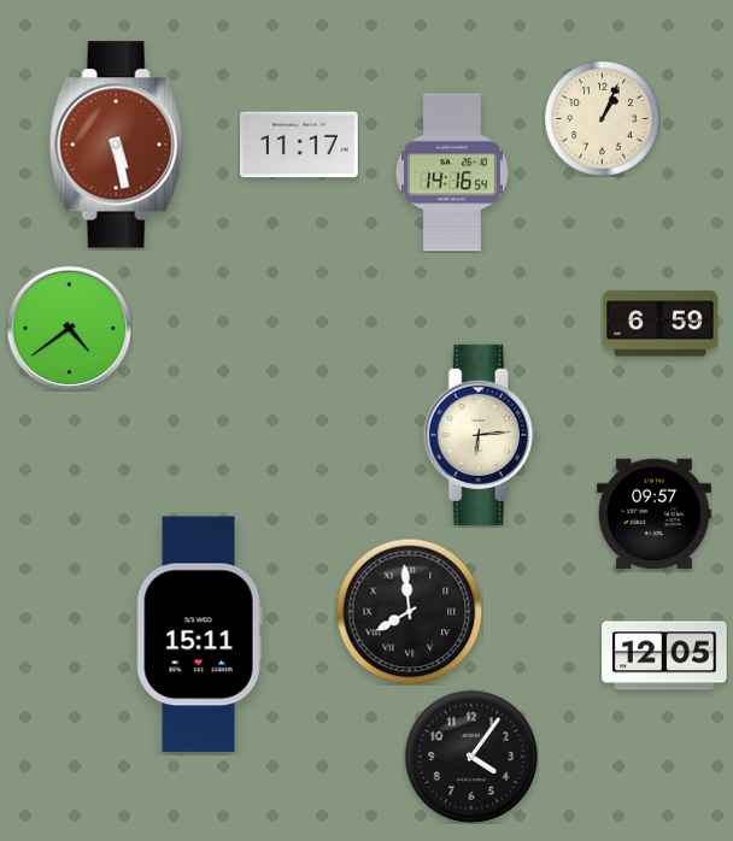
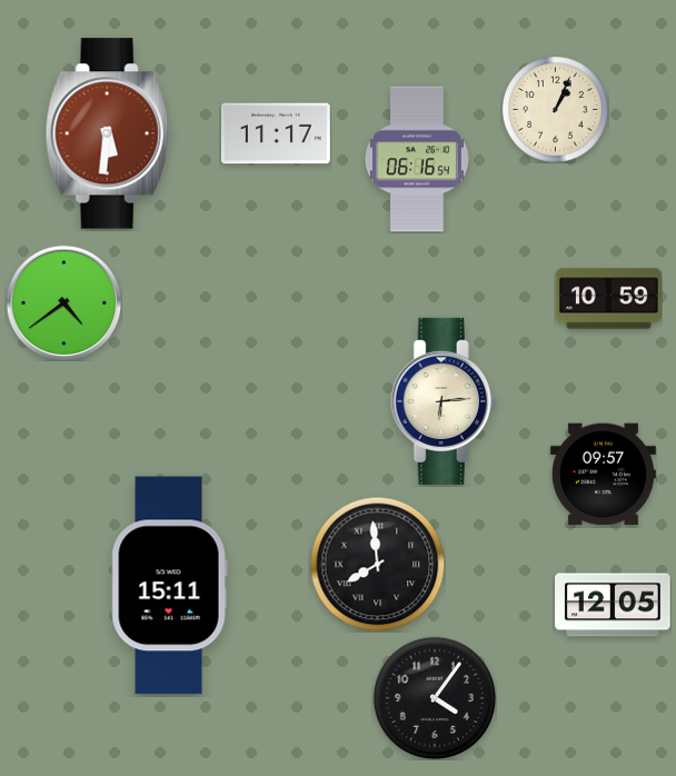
clock at (117, 145): 5:28 -> 5:31
clock at (452, 172): 14:16 -> 06:16
clock at (659, 324): 6:59 -> 10:59
clock at (199, 635) position: (199, 635) -> (169, 586)
